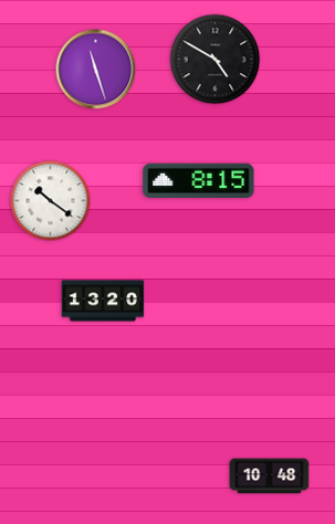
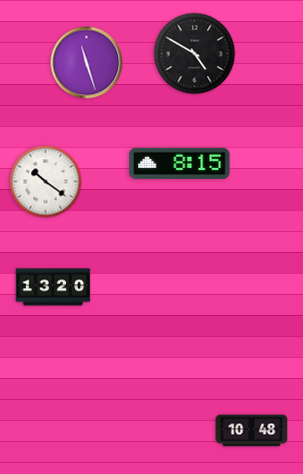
clock at (103, 301) position: (103, 301) -> (53, 287)
clock at (270, 476) position: (270, 476) -> (252, 431)
